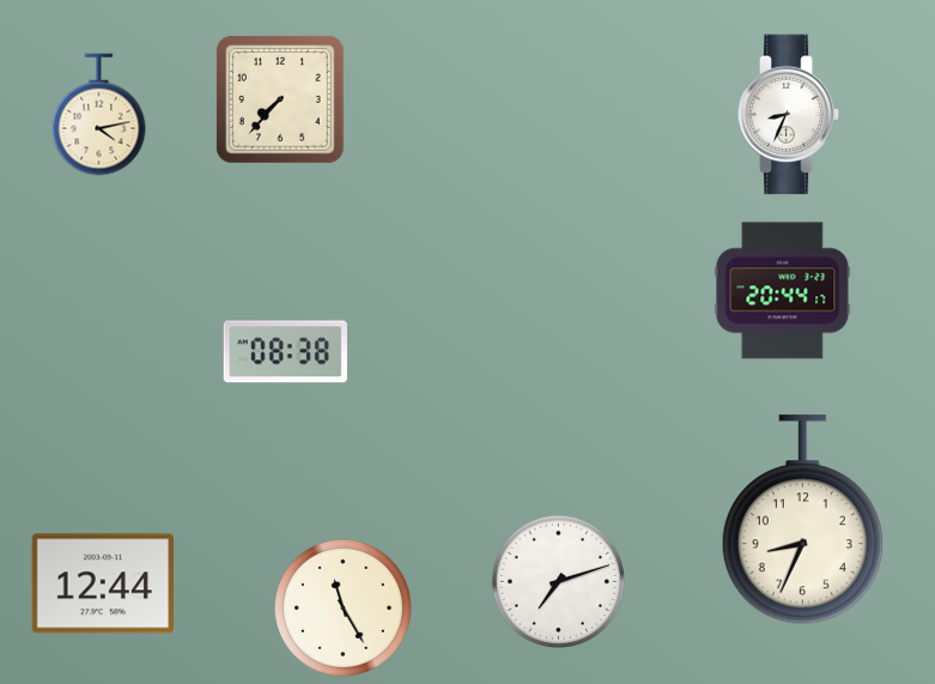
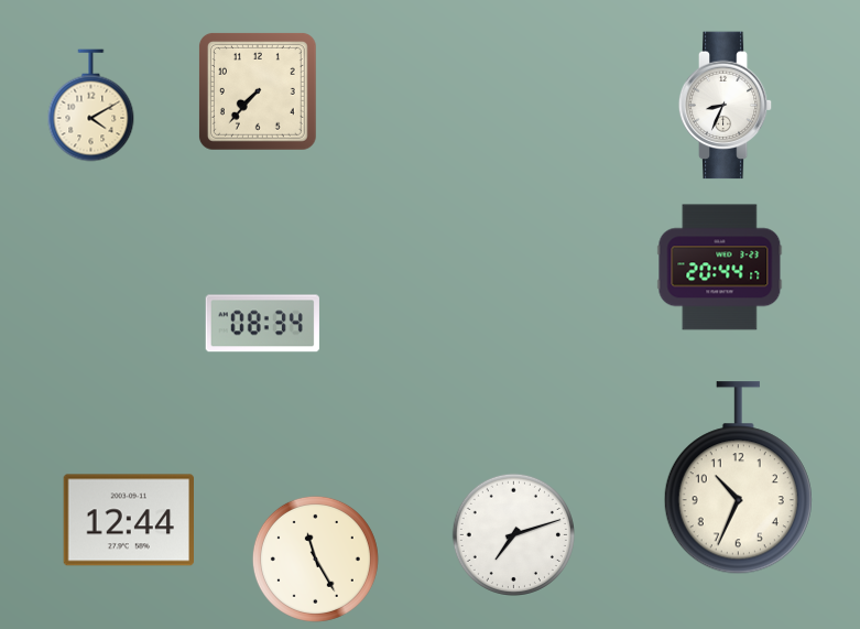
clock at (99, 115): 4:13 -> 4:10
clock at (285, 352): 08:38 -> 08:34
clock at (802, 520): 8:34 -> 10:34
clock at (103, 583) position: (103, 583) -> (129, 520)
